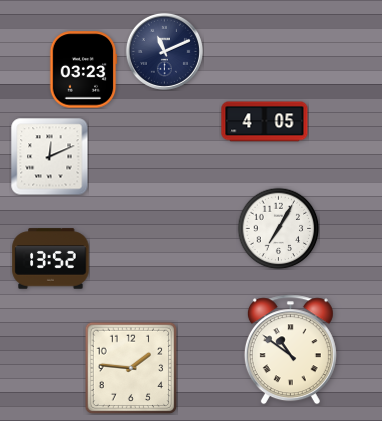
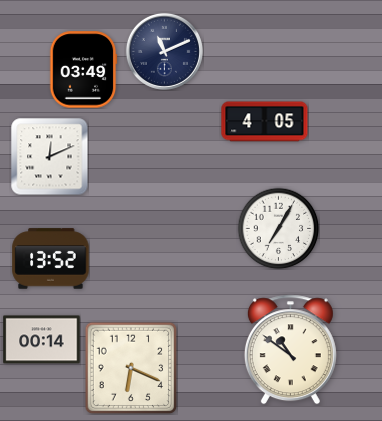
clock at (83, 70): 03:23 -> 03:49
clock at (42, 340): none -> 00:14
clock at (131, 368): 1:46 -> 6:19
